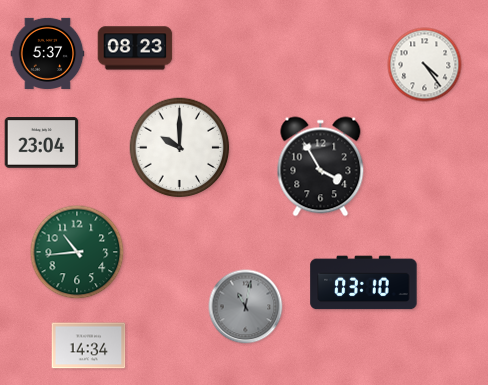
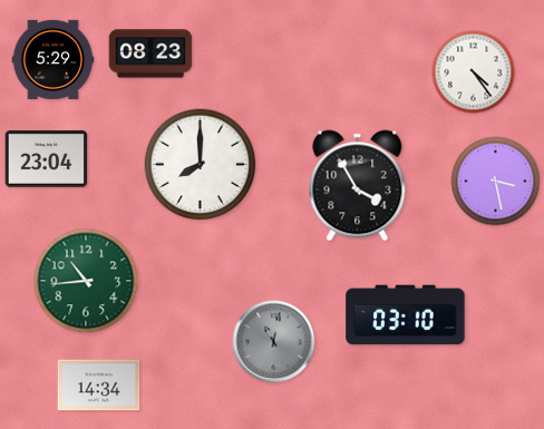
clock at (48, 53): 5:37 -> 5:29
clock at (180, 148): 10:00 -> 8:00
clock at (496, 182): none -> 3:28
